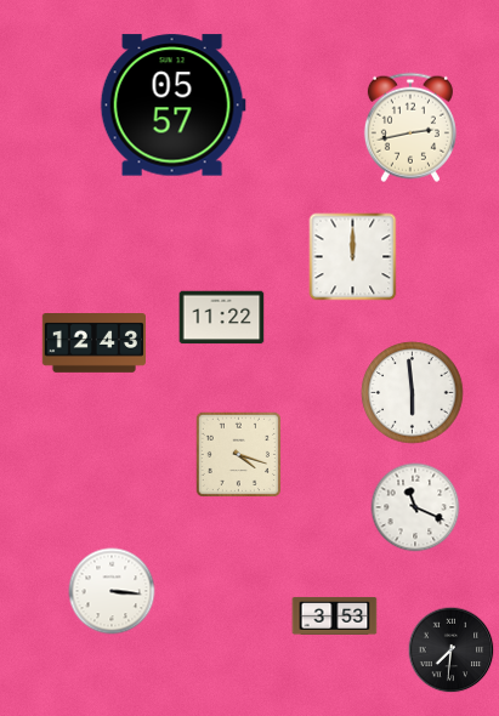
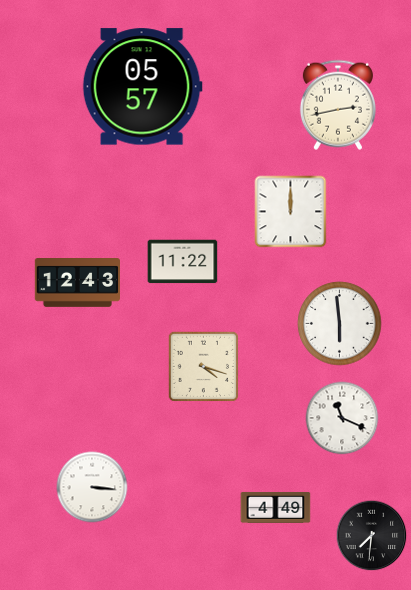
clock at (238, 454) position: (238, 454) -> (203, 366)
clock at (335, 615): 3:53 -> 4:49
